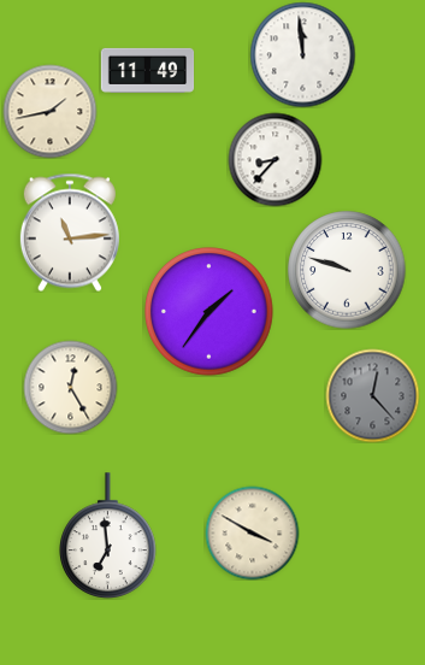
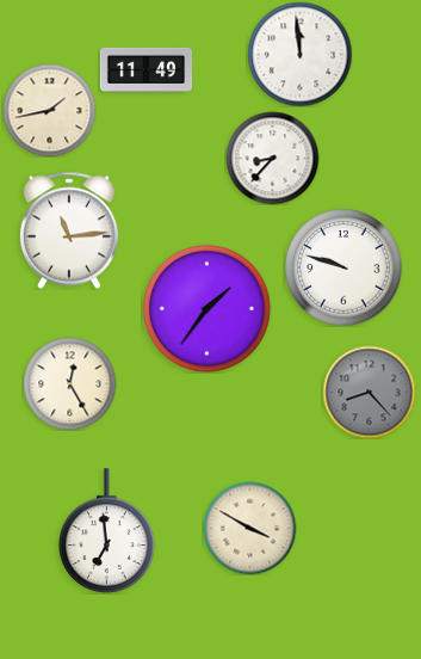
clock at (372, 395): 12:23 -> 8:23
